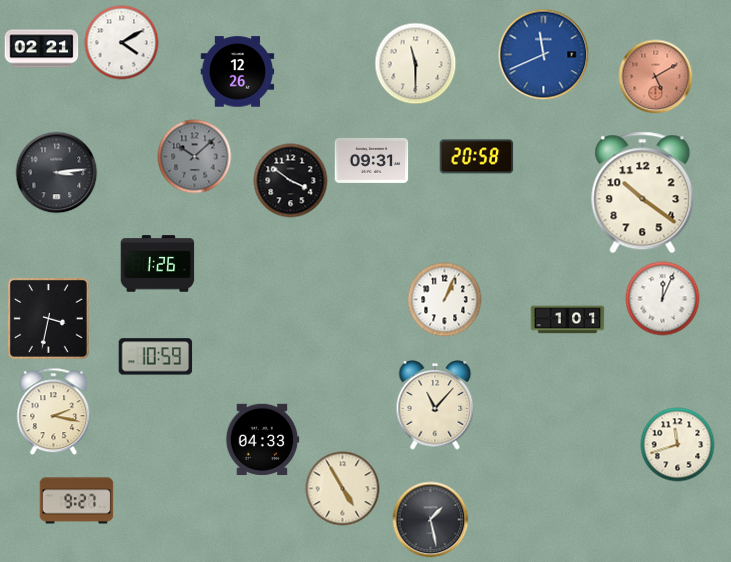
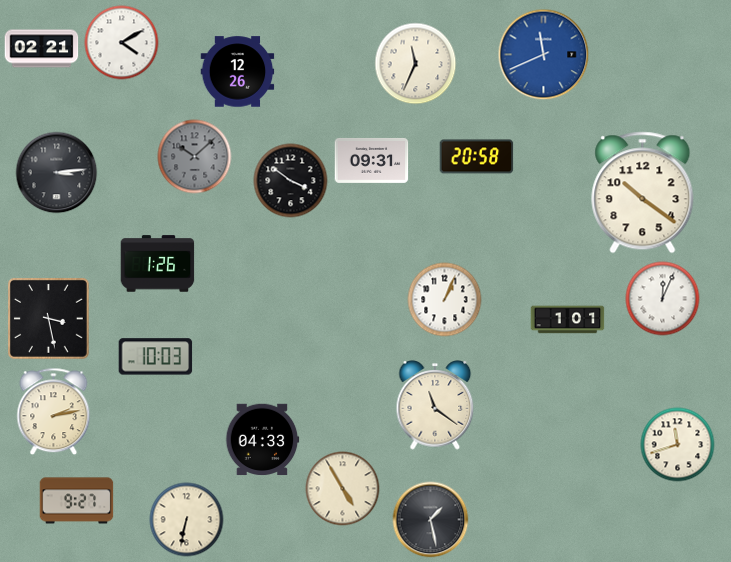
clock at (416, 64): 11:30 -> 11:34
clock at (656, 77): 5:10 -> none
clock at (49, 319): 3:32 -> 3:28
clock at (156, 357): 10:59 -> 10:03
clock at (435, 405): 11:07 -> 11:21
clock at (54, 412): 2:17 -> 2:13
clock at (187, 520): none -> 6:32
